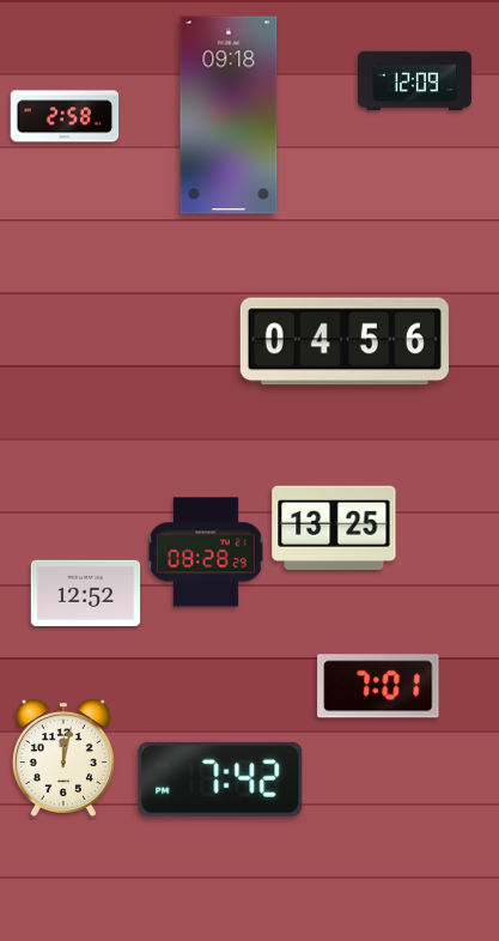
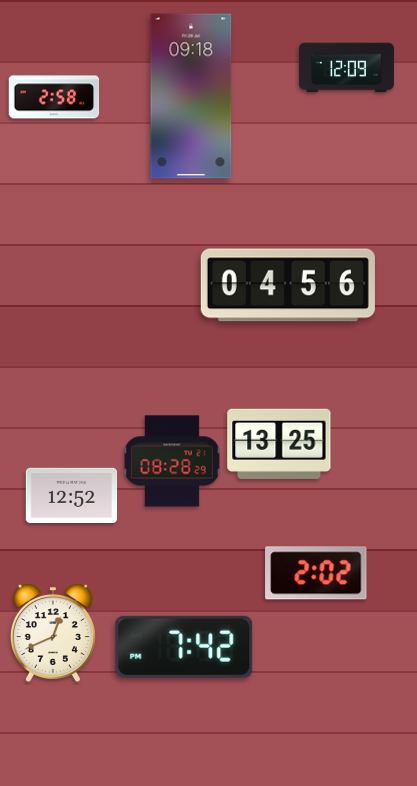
clock at (334, 528) position: (334, 528) -> (279, 444)
clock at (378, 686): 7:01 -> 2:02
clock at (63, 758): 12:02 -> 12:41
clock at (220, 779) position: (220, 779) -> (184, 647)
